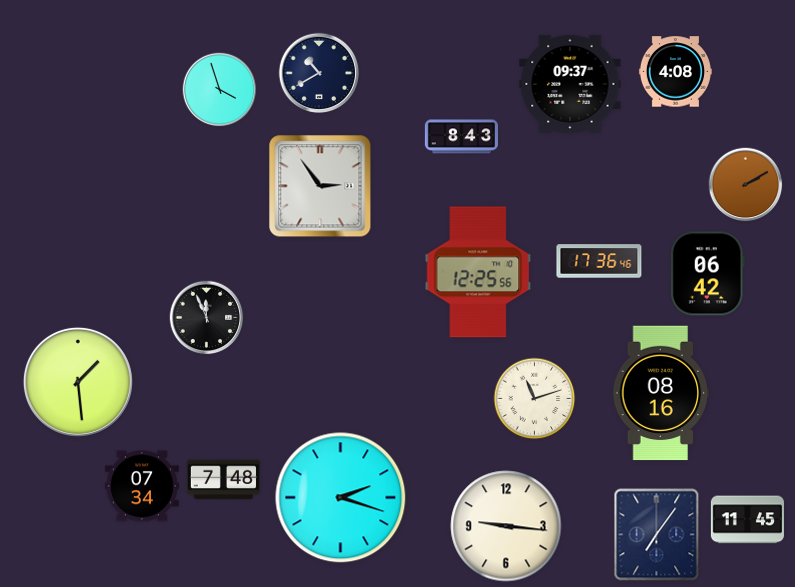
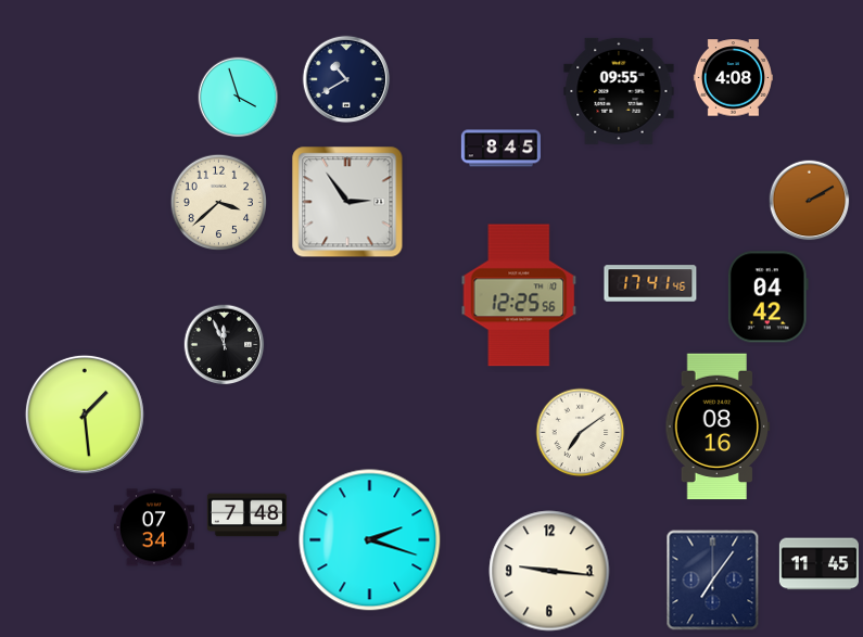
clock at (570, 84): 09:37 -> 09:55
clock at (461, 137): 8:43 -> 8:45
clock at (218, 202): none -> 3:38
clock at (599, 261): 17:36 -> 17:41
clock at (707, 274): 06:42 -> 04:42
clock at (535, 399): 11:12 -> 7:09
clock at (223, 480) position: (223, 480) -> (246, 515)
clock at (747, 520) position: (747, 520) -> (818, 564)
